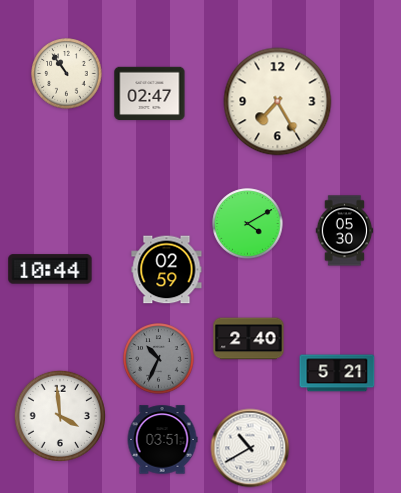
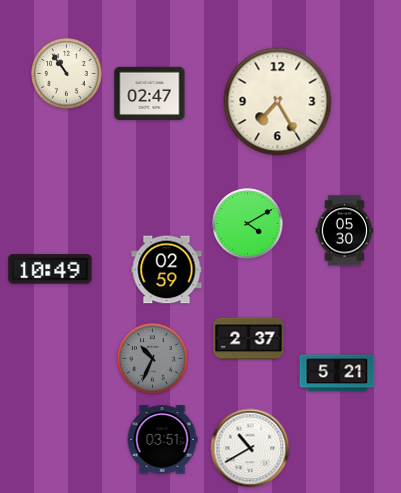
clock at (50, 269): 10:44 -> 10:49
clock at (249, 339): 2:40 -> 2:37
clock at (159, 359) position: (159, 359) -> (153, 359)
clock at (60, 416): 3:59 -> none
